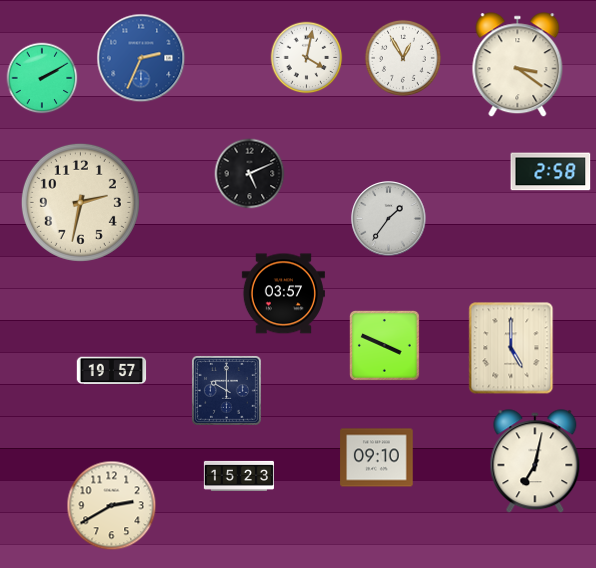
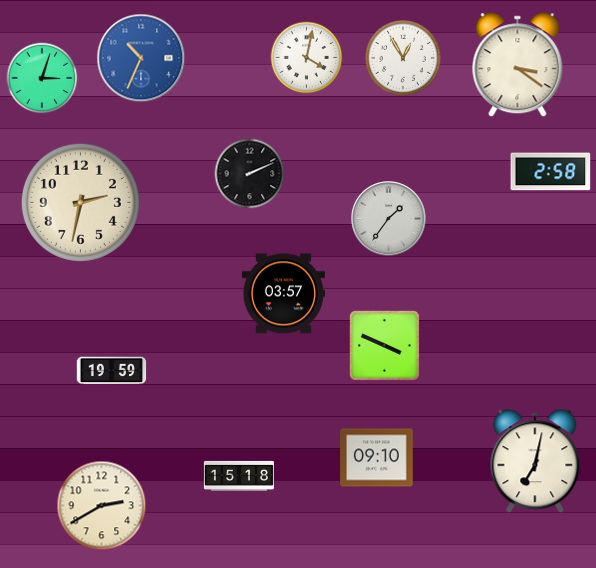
clock at (141, 58): 2:34 -> 10:34
clock at (42, 78): 2:10 -> 3:03
clock at (250, 174): 5:11 -> 2:11
clock at (511, 348): 5:00 -> none
clock at (112, 371): 19:57 -> 19:59
clock at (227, 391): 10:00 -> none
clock at (239, 476): 15:23 -> 15:18
clock at (112, 506) position: (112, 506) -> (102, 506)
